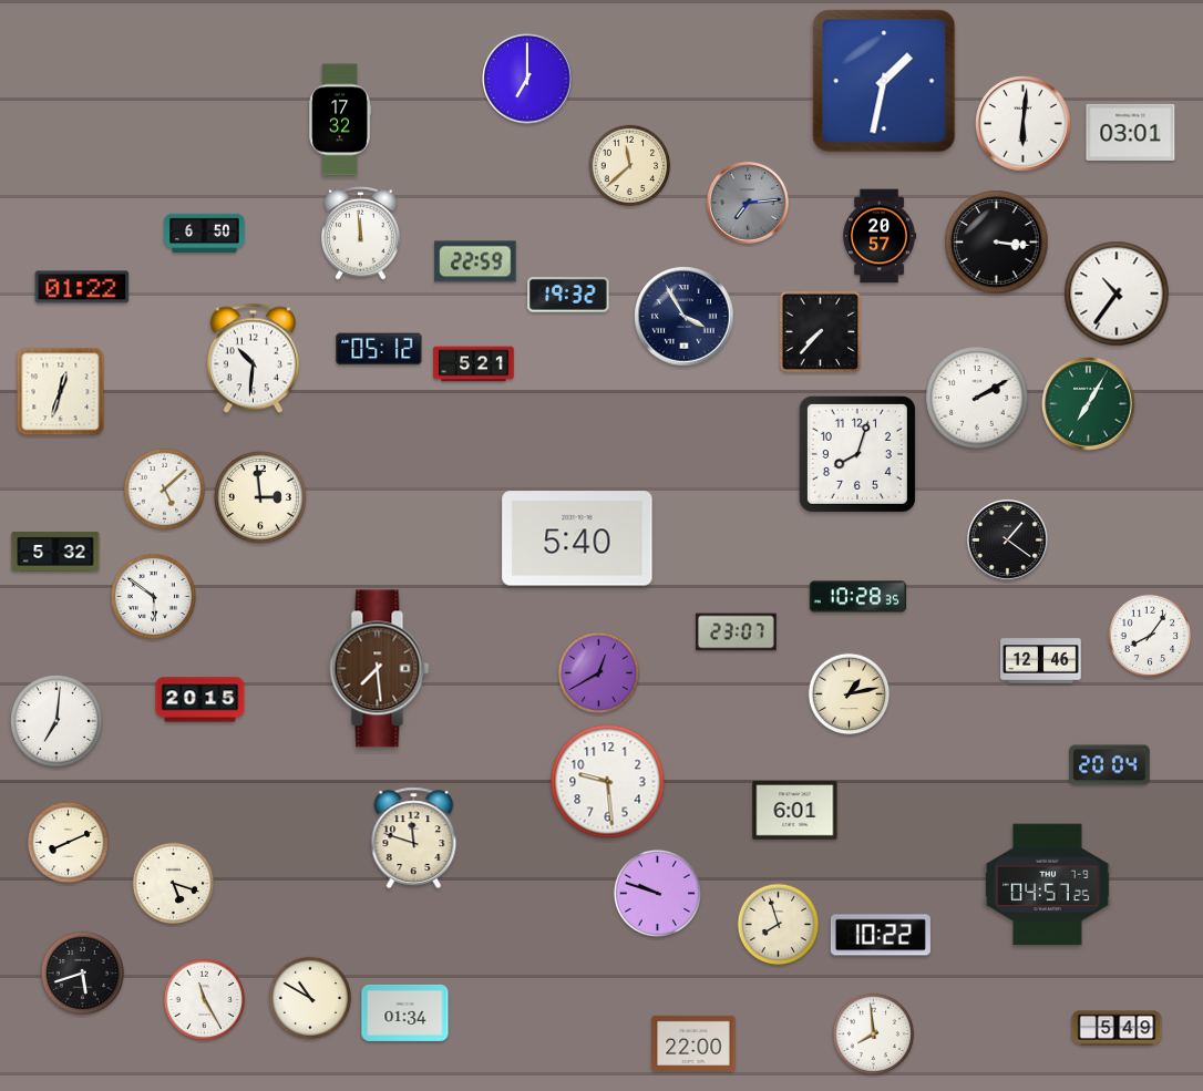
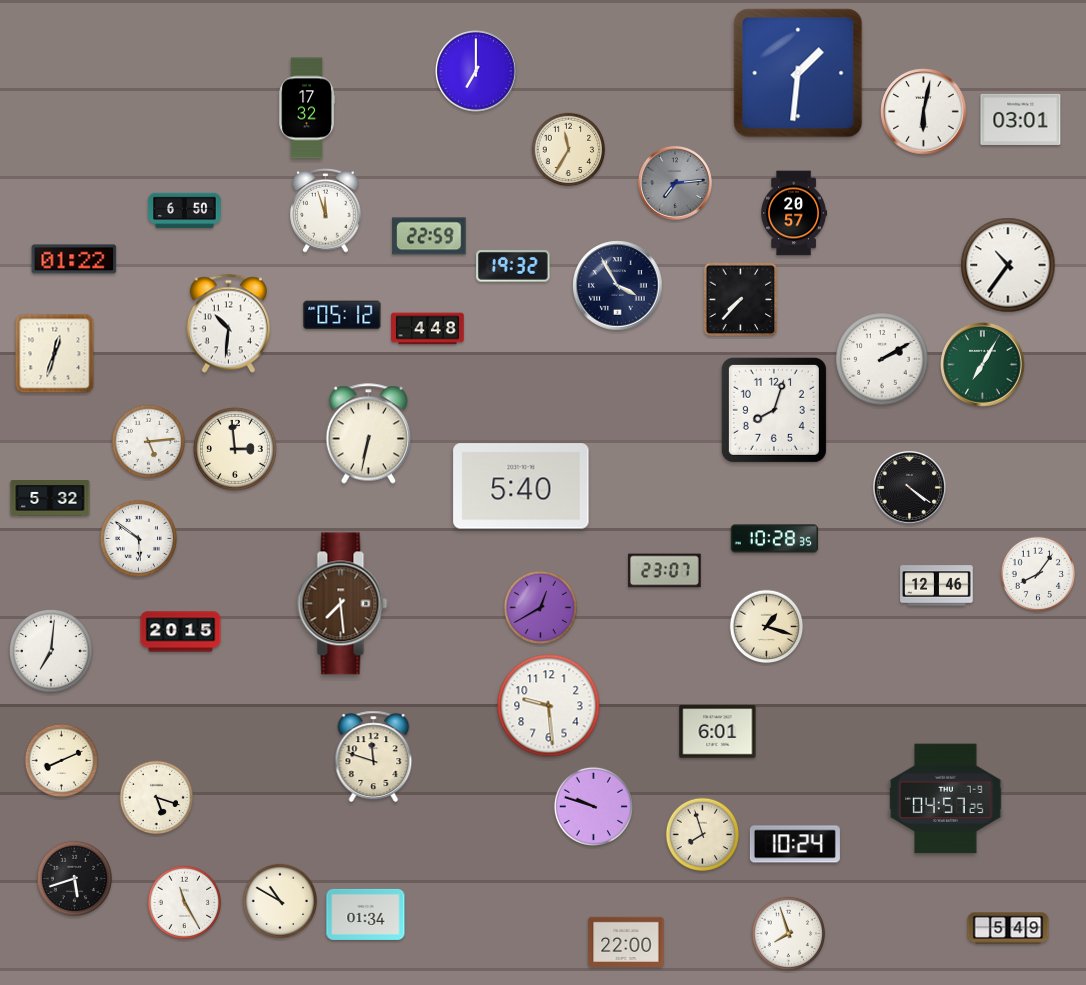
clock at (884, 81): 1:32 -> 1:31
clock at (1024, 124): 6:01 -> 6:02
clock at (630, 166): 11:38 -> 11:35
clock at (361, 234): 11:59 -> 11:57
clock at (997, 243): 3:16 -> none
clock at (474, 364): 5:21 -> 4:48
clock at (368, 434): none -> 6:32
clock at (165, 490): 5:08 -> 5:14
clock at (1007, 539): 1:21 -> 4:21
clock at (1041, 661) position: (1041, 661) -> (937, 586)
clock at (850, 694): 1:13 -> 1:18
clock at (1110, 765): 20:04 -> none
clock at (881, 935): 10:22 -> 10:24
clock at (874, 1035): 7:59 -> 7:57
